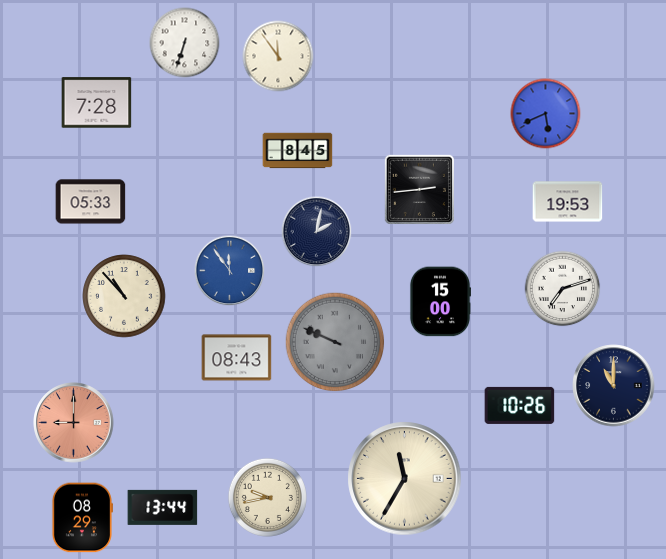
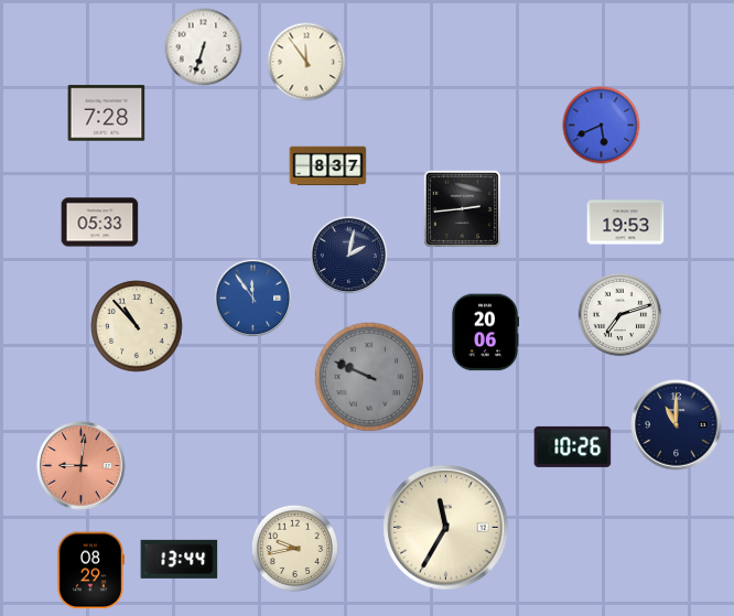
clock at (298, 151): 8:45 -> 8:37
clock at (563, 289) position: (563, 289) -> (620, 315)
clock at (439, 302): 15:00 -> 20:06
clock at (237, 358): 08:43 -> none
clock at (74, 423): 9:00 -> 9:01
